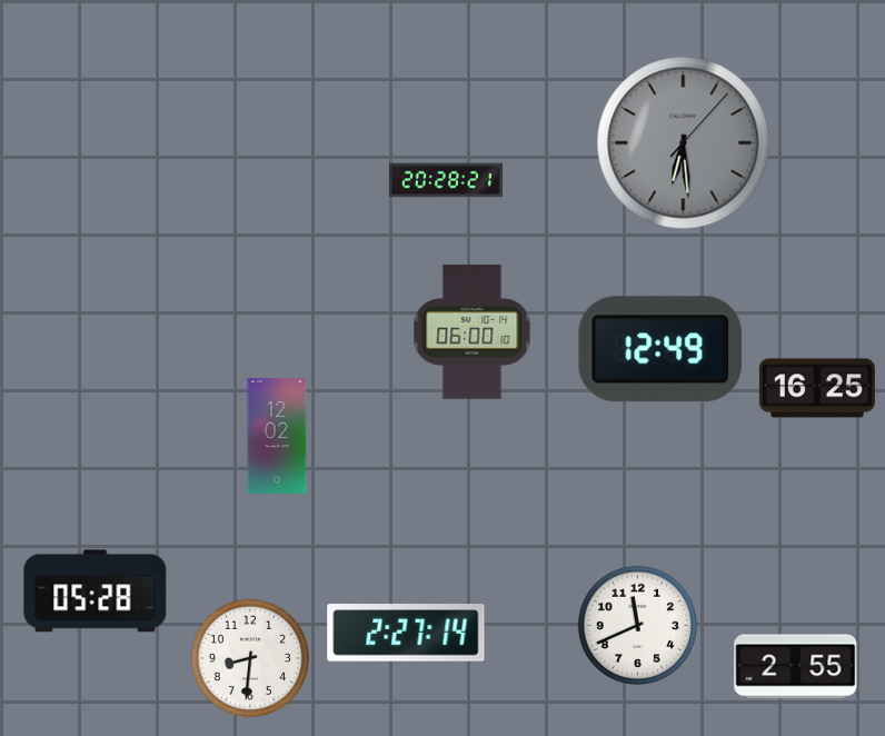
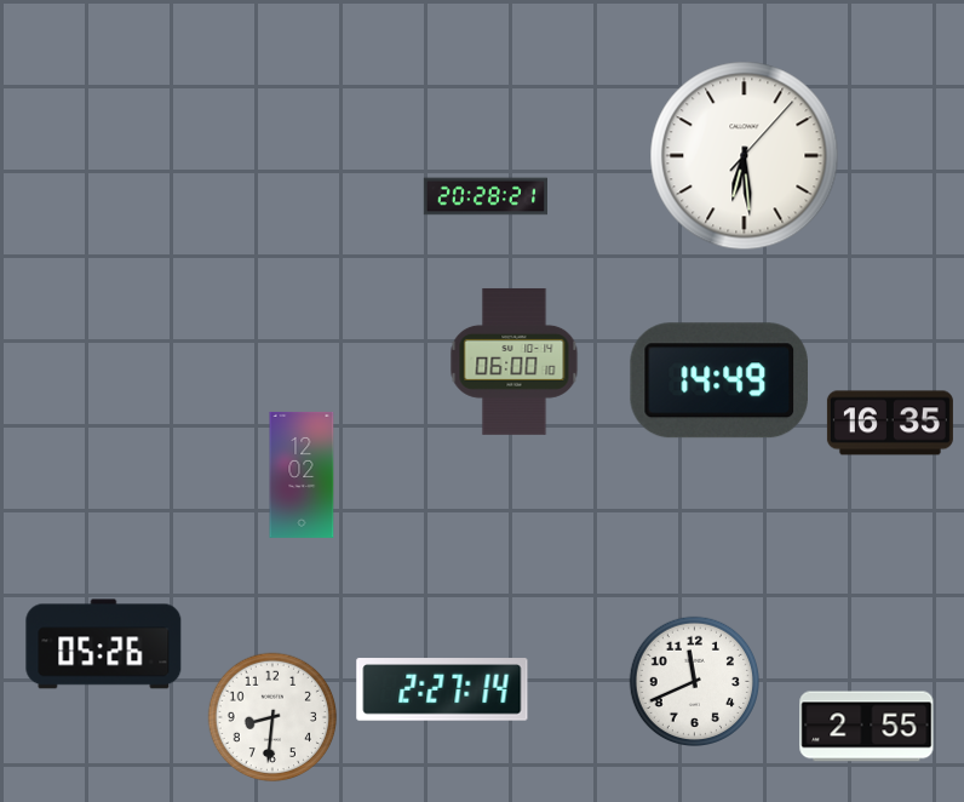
clock at (684, 143) dial: grey -> white
clock at (659, 349): 12:49 -> 14:49
clock at (817, 388): 16:25 -> 16:35
clock at (96, 591): 05:28 -> 05:26
